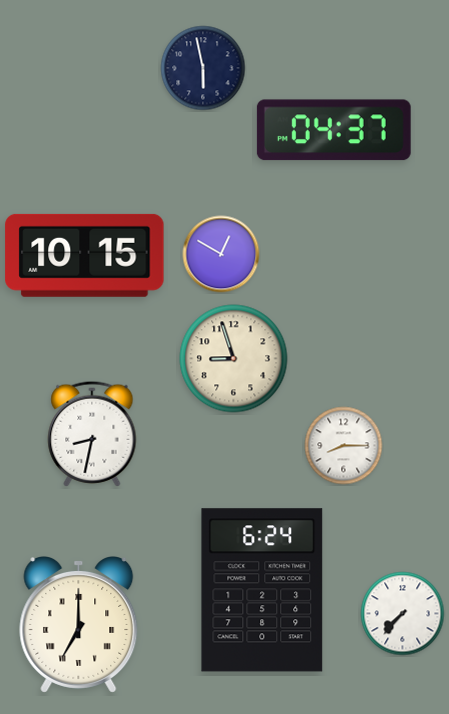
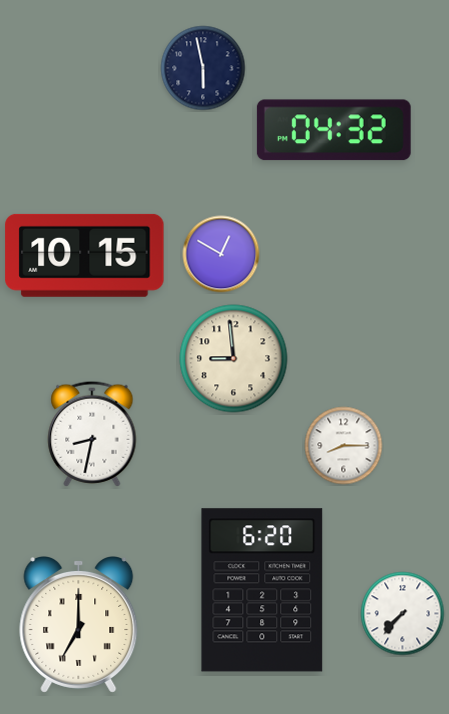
clock at (334, 130): 04:37 -> 04:32
clock at (234, 359): 8:57 -> 8:59
clock at (262, 590): 6:24 -> 6:20
